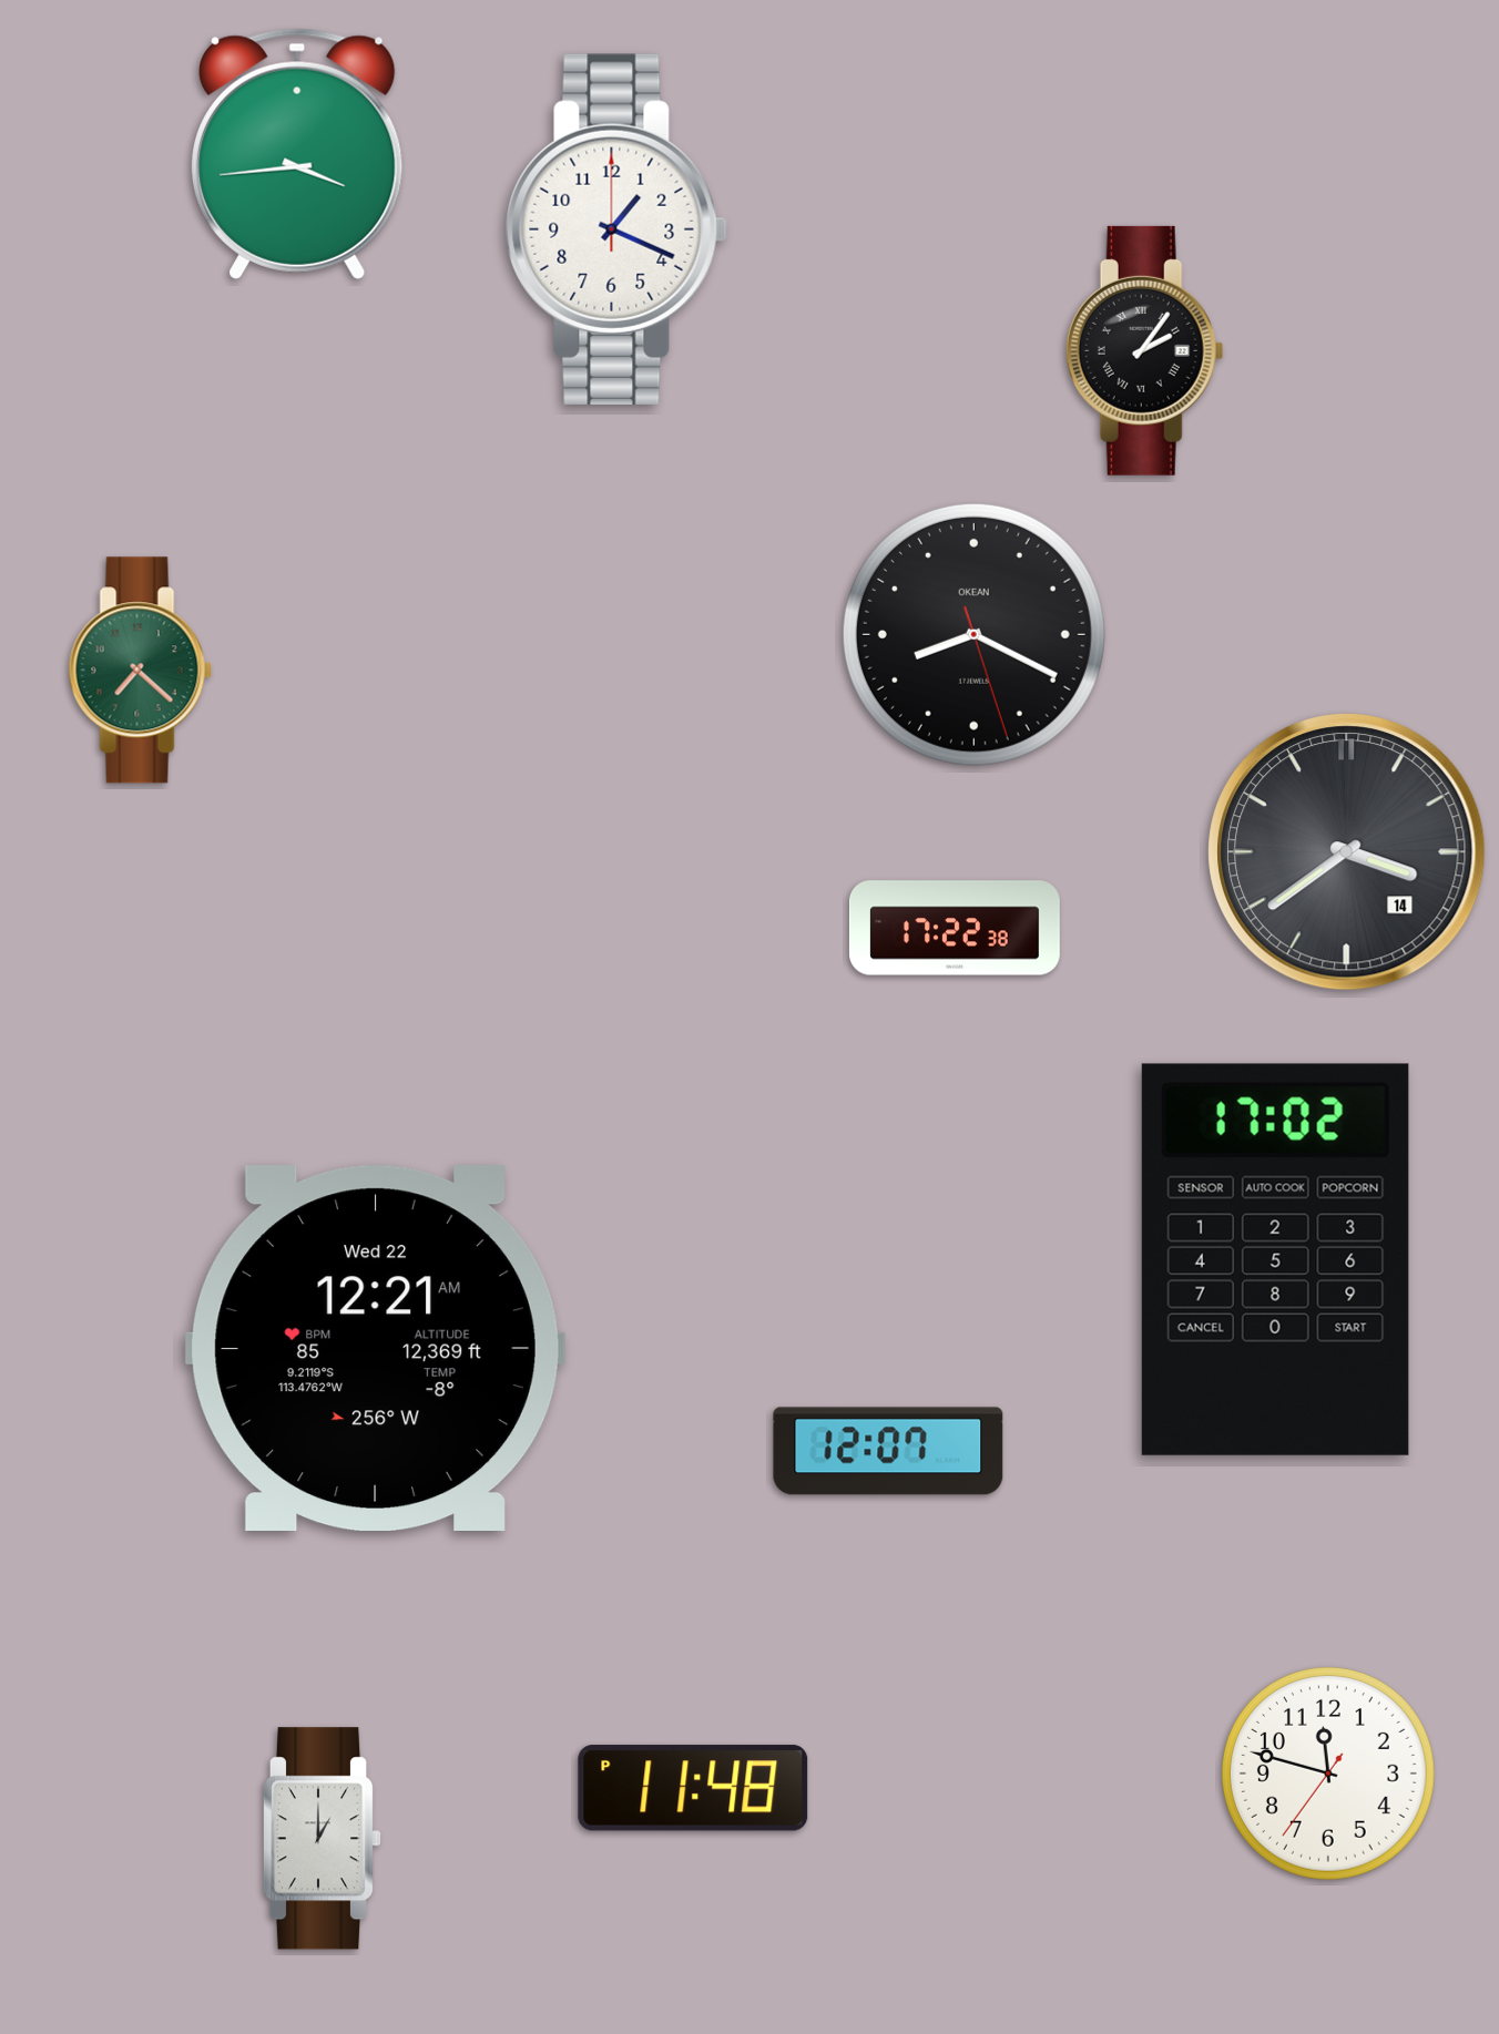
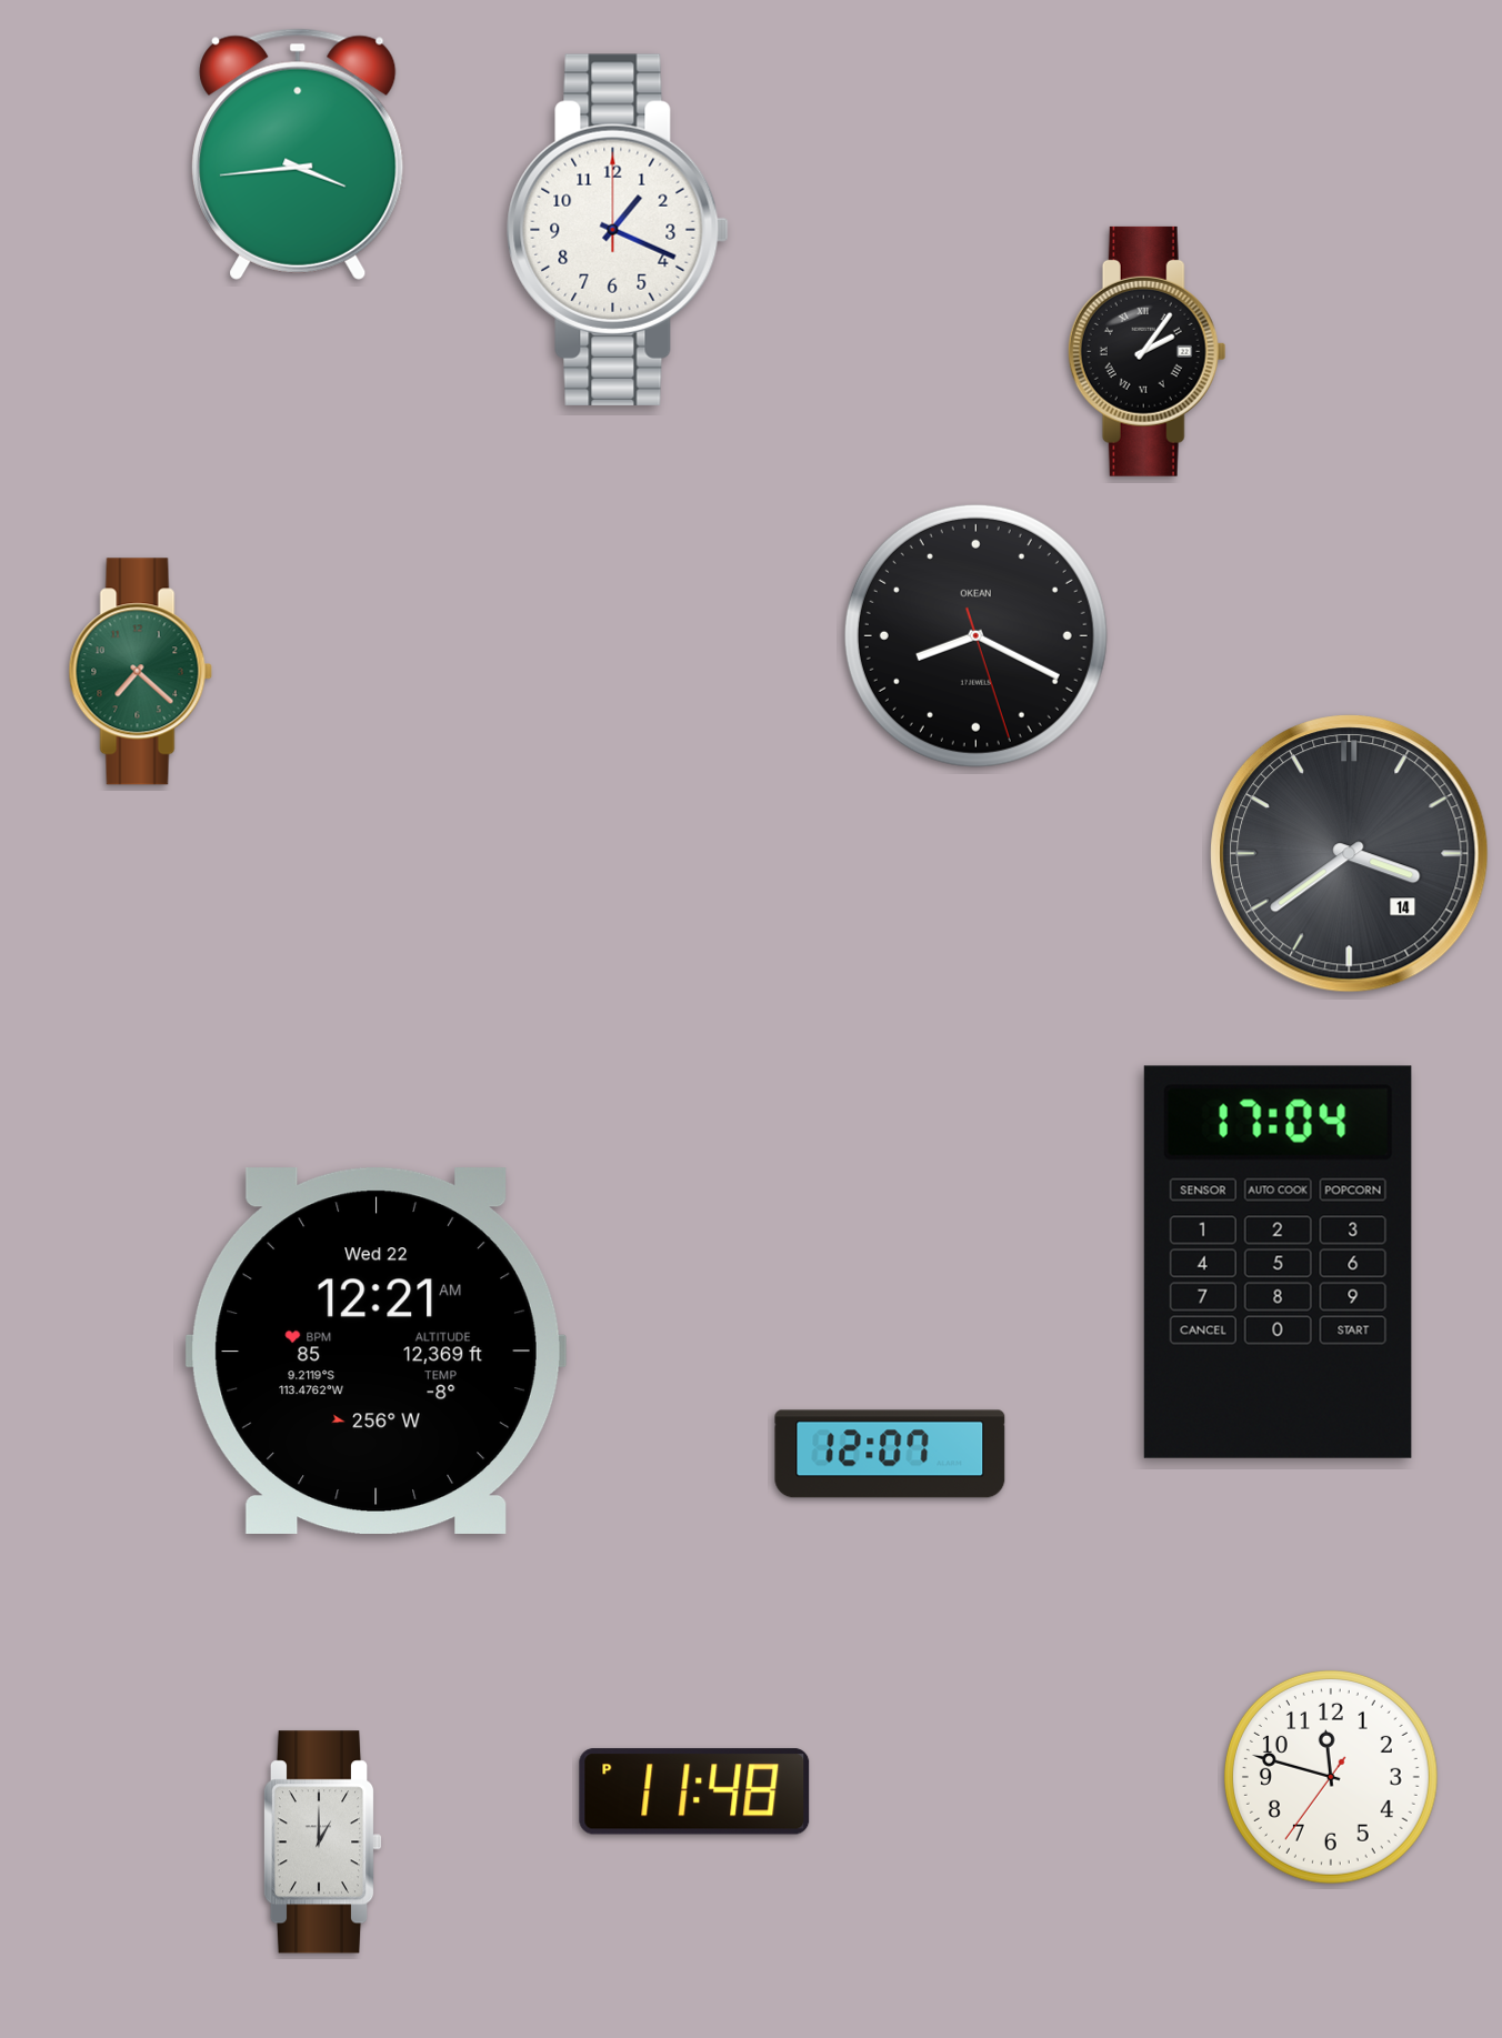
clock at (955, 928): 17:22 -> none
clock at (1275, 1259): 17:02 -> 17:04
